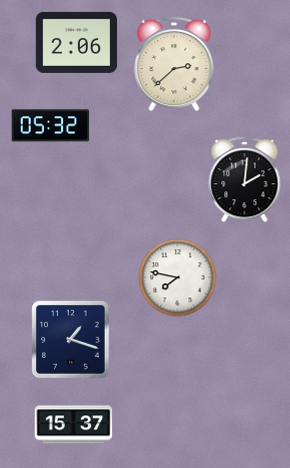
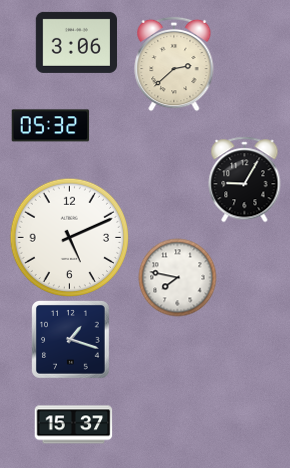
clock at (76, 42): 2:06 -> 3:06
clock at (245, 179): 2:01 -> 9:05
clock at (69, 237): none -> 5:11
